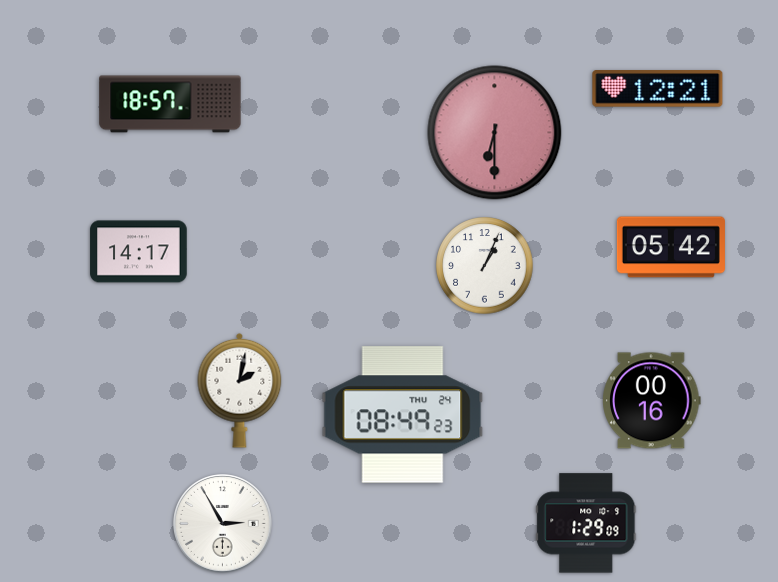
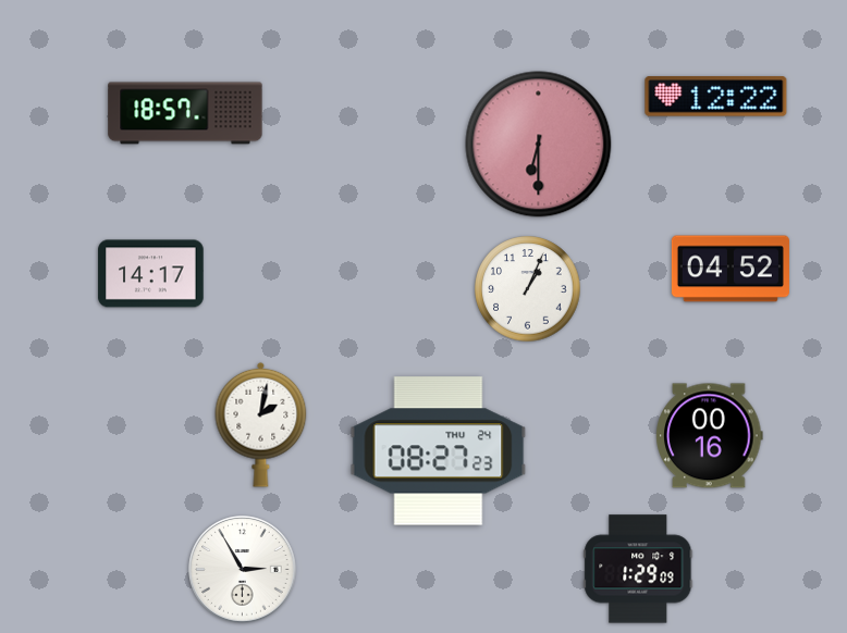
clock at (658, 89): 12:21 -> 12:22
clock at (671, 247): 05:42 -> 04:52
clock at (403, 415): 08:49 -> 08:27
